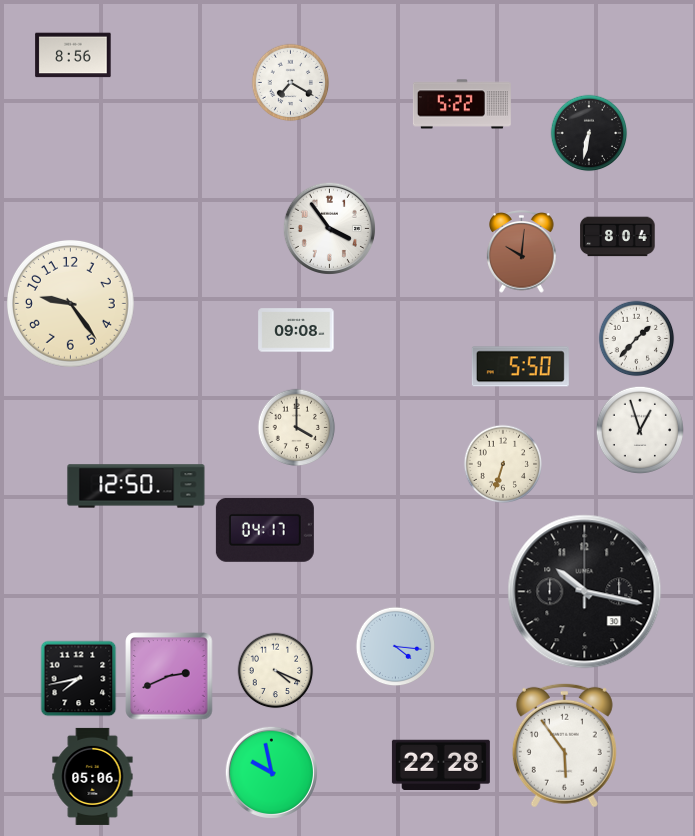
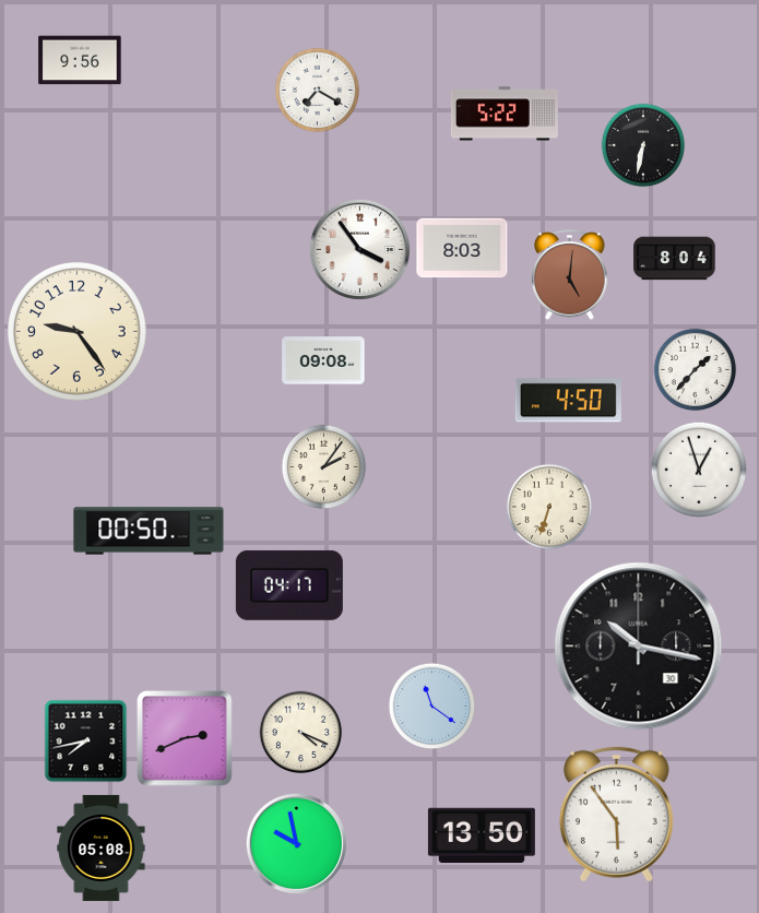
clock at (73, 55): 8:56 -> 9:56
clock at (462, 248): none -> 8:03
clock at (522, 252): 10:01 -> 5:01
clock at (520, 367): 5:50 -> 4:50
clock at (297, 428): 4:00 -> 2:06
clock at (136, 486): 12:50 -> 00:50
clock at (265, 530) position: (265, 530) -> (289, 585)
clock at (396, 647): 4:16 -> 11:21
clock at (441, 764): 22:28 -> 13:50
clock at (93, 776): 05:06 -> 05:08
